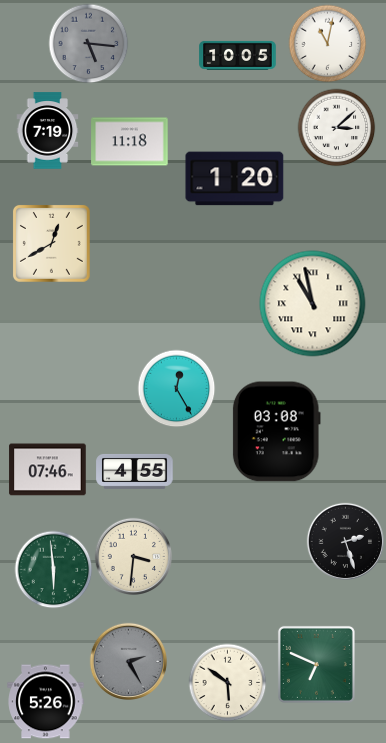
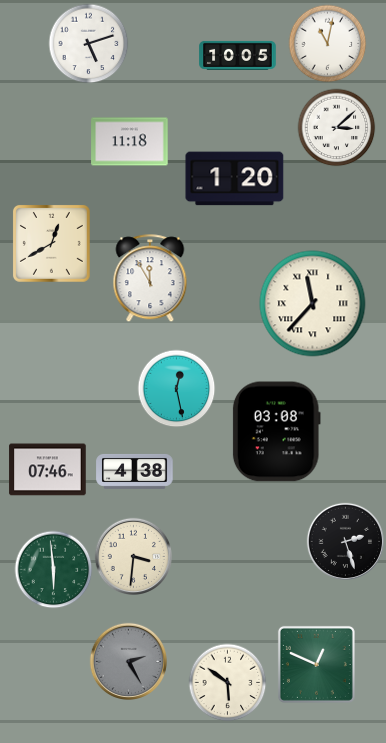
clock at (88, 43): 5:16 -> 5:12
clock at (88, 43) dial: grey -> white
clock at (48, 131): 7:19 -> none
clock at (150, 278): none -> 11:55
clock at (313, 304): 10:58 -> 11:37
clock at (176, 388): 12:25 -> 12:28
clock at (135, 472): 4:55 -> 4:38
clock at (316, 664): 6:49 -> 12:49
clock at (46, 702): 5:26 -> none
